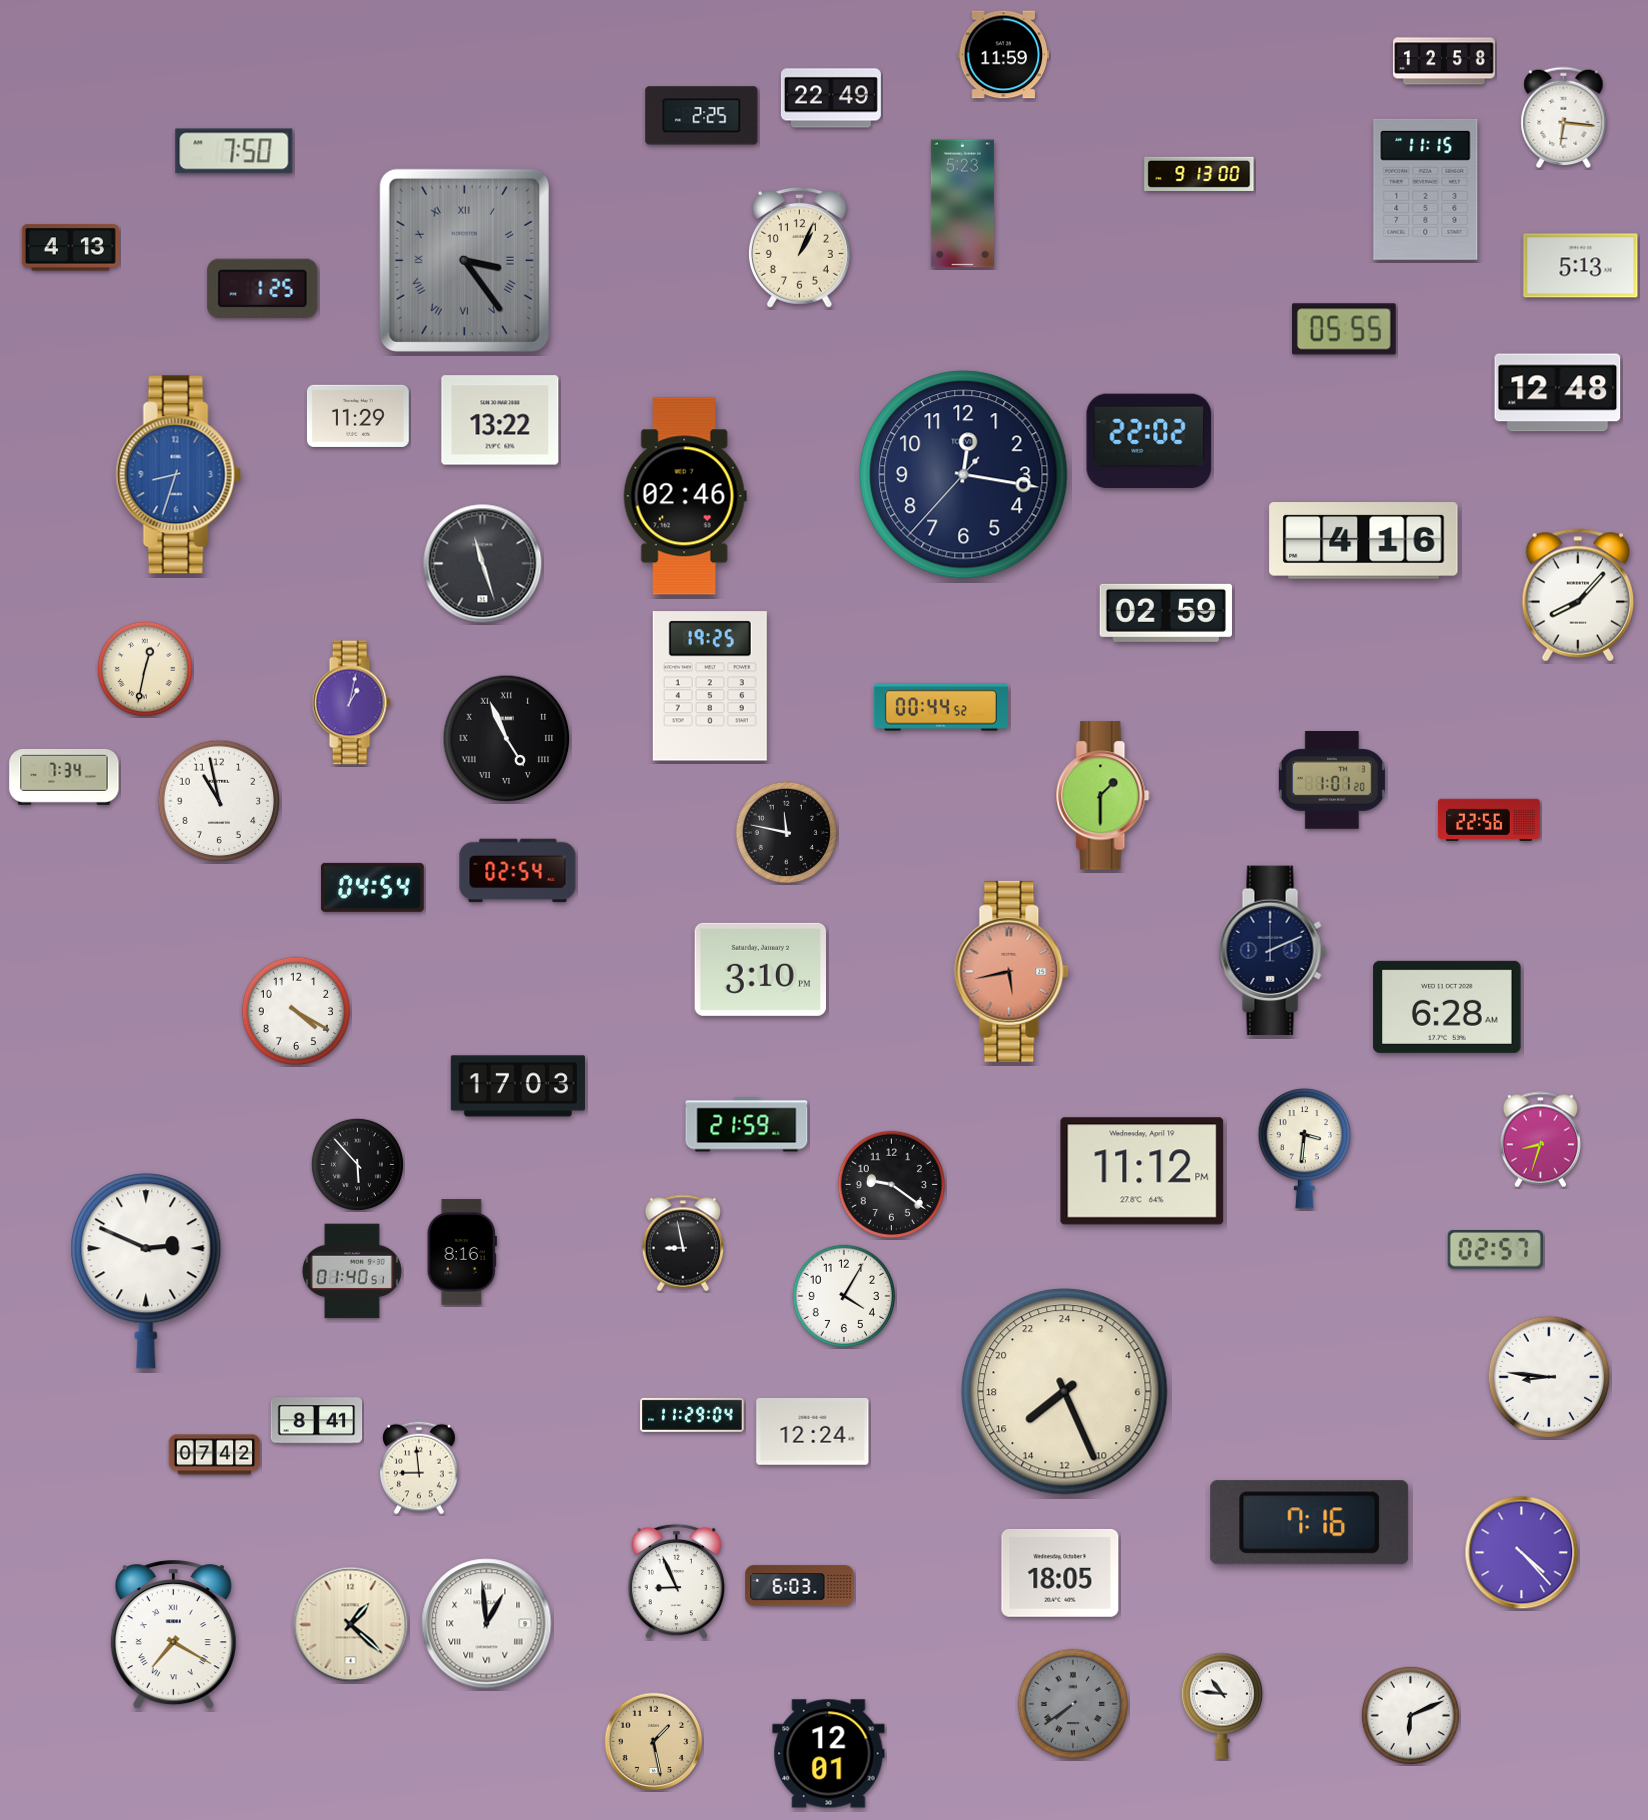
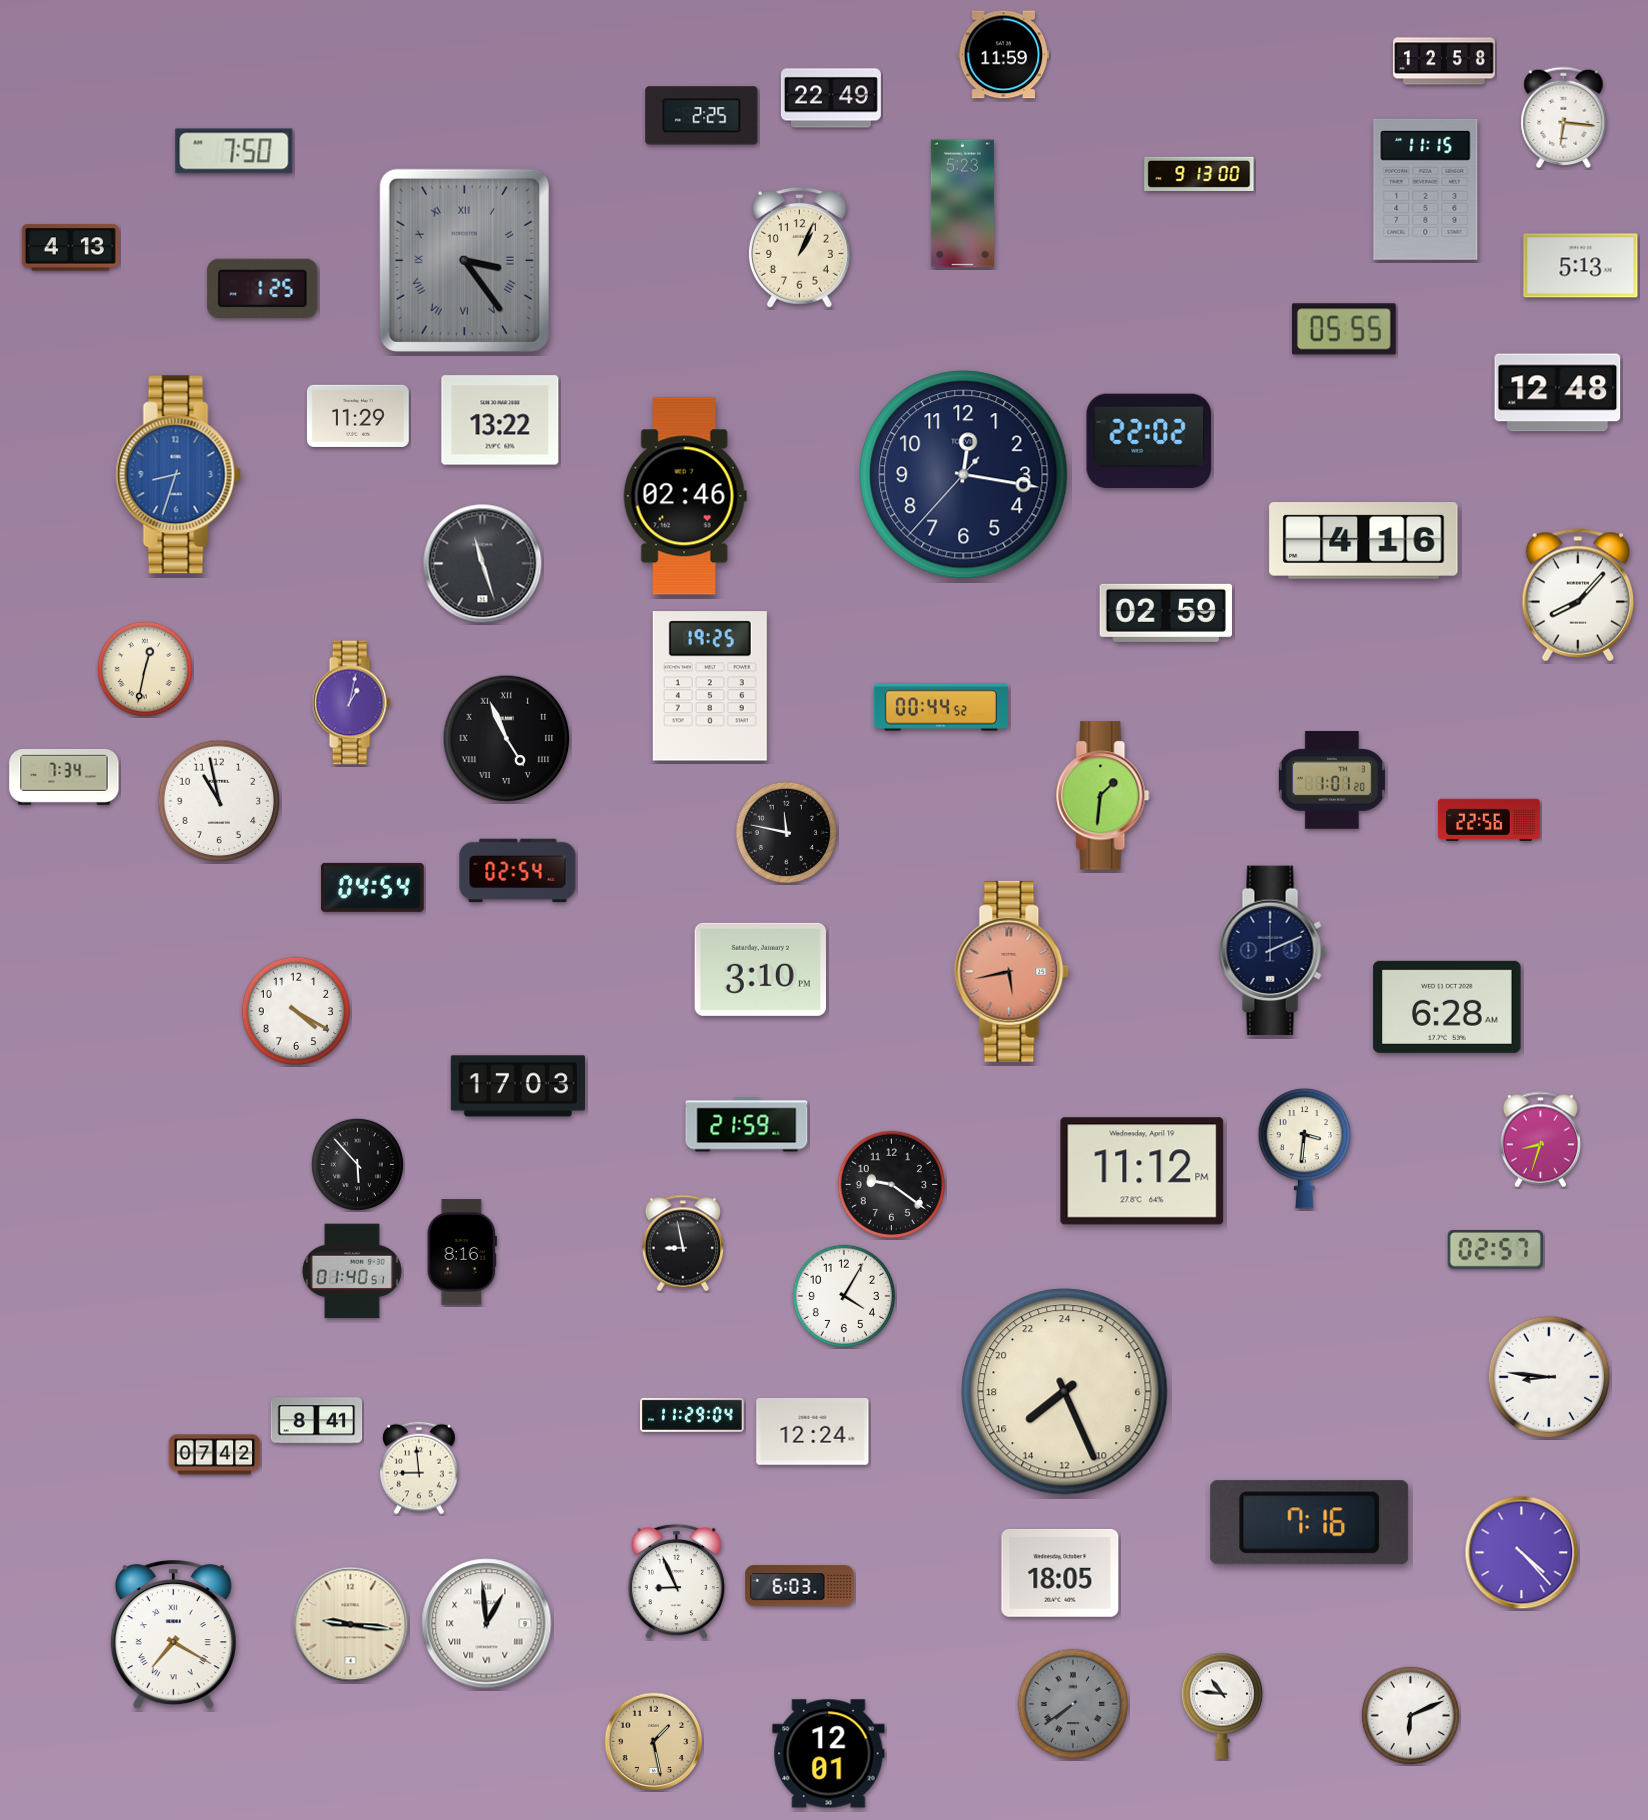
clock at (1103, 796): 1:30 -> 1:31
clock at (146, 1271): 2:49 -> none
clock at (351, 1625): 1:22 -> 9:16
